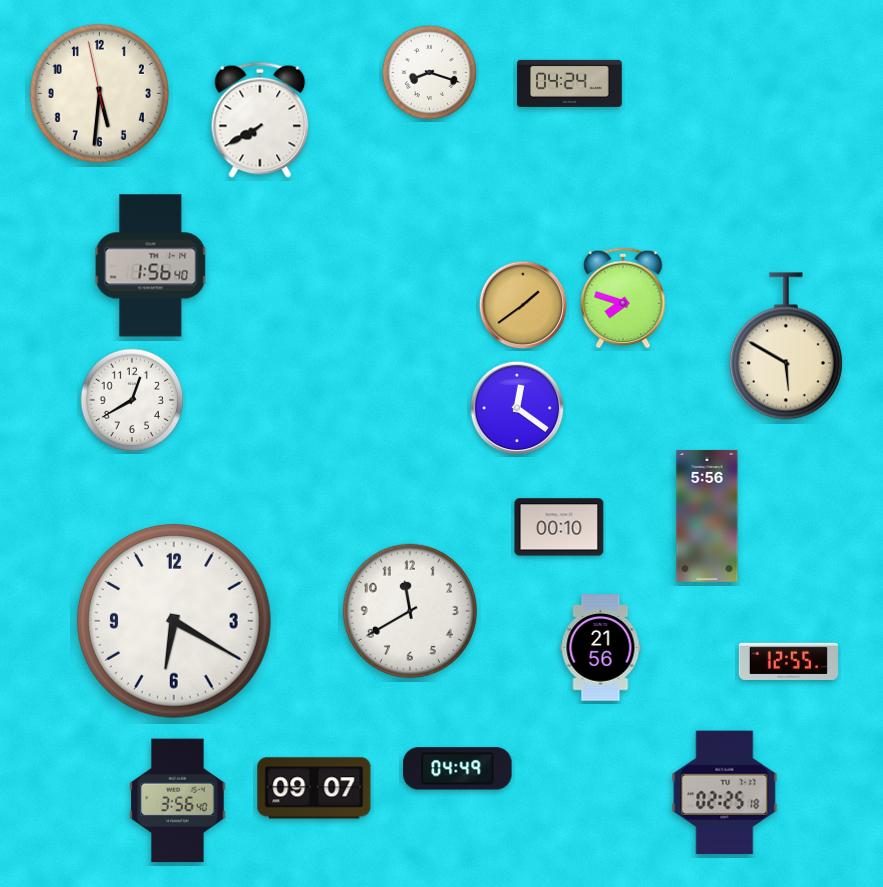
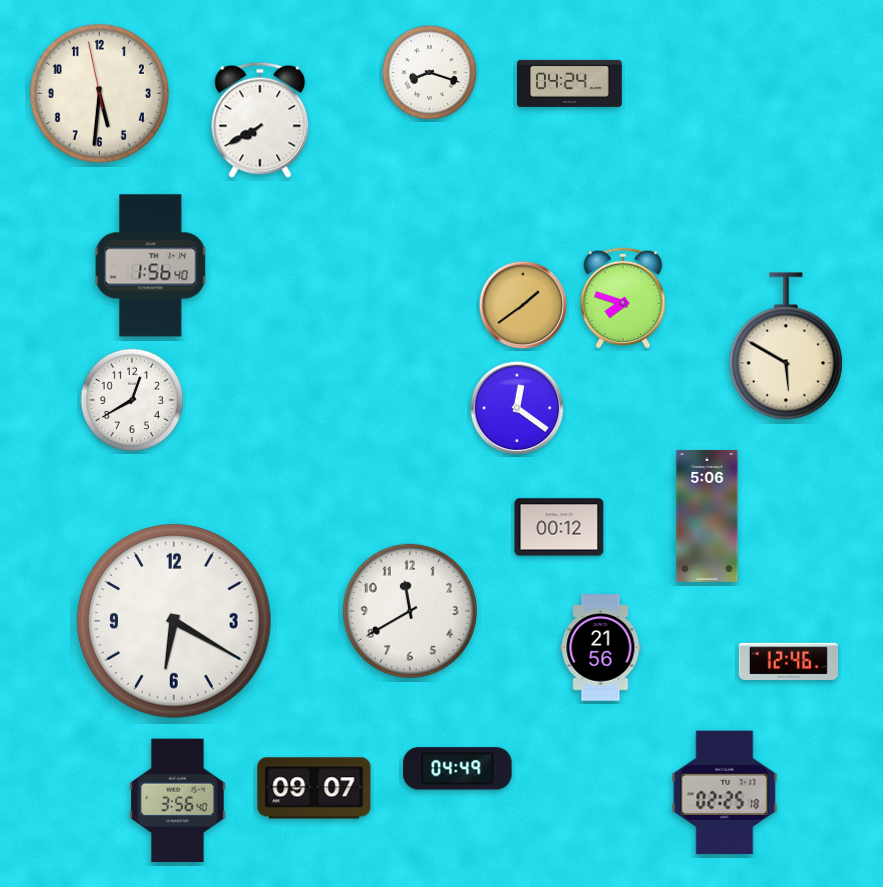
clock at (707, 516): 5:56 -> 5:06
clock at (559, 527): 00:10 -> 00:12
clock at (788, 661): 12:55 -> 12:46
